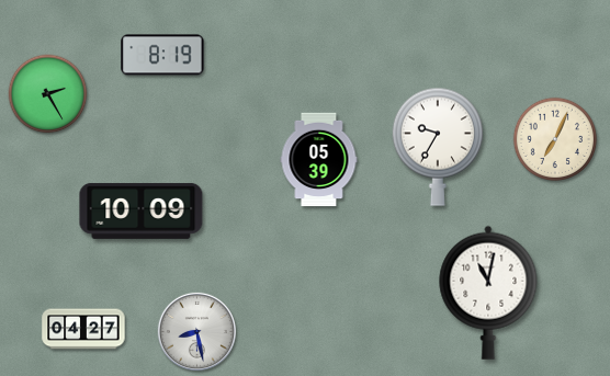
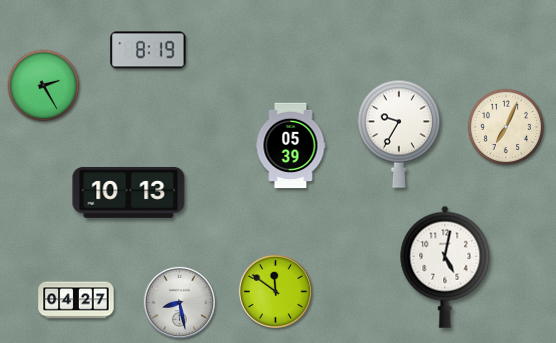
clock at (142, 210): 10:09 -> 10:13
clock at (488, 293): 11:02 -> 5:02
clock at (275, 291): none -> 11:51
